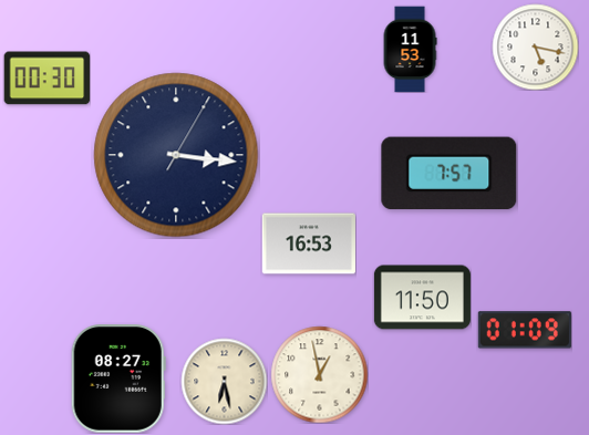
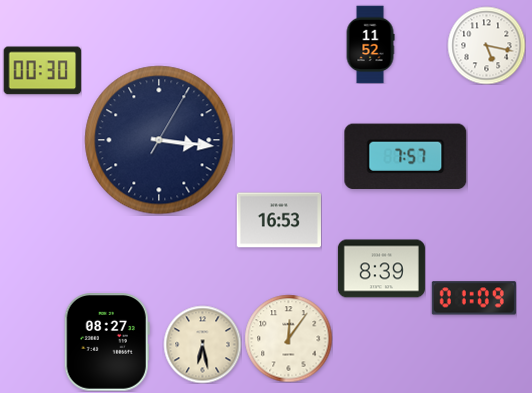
clock at (535, 46) position: (535, 46) -> (486, 45)
clock at (410, 49): 11:53 -> 11:52
clock at (422, 298): 11:50 -> 8:39
clock at (319, 374): 12:58 -> 12:06
